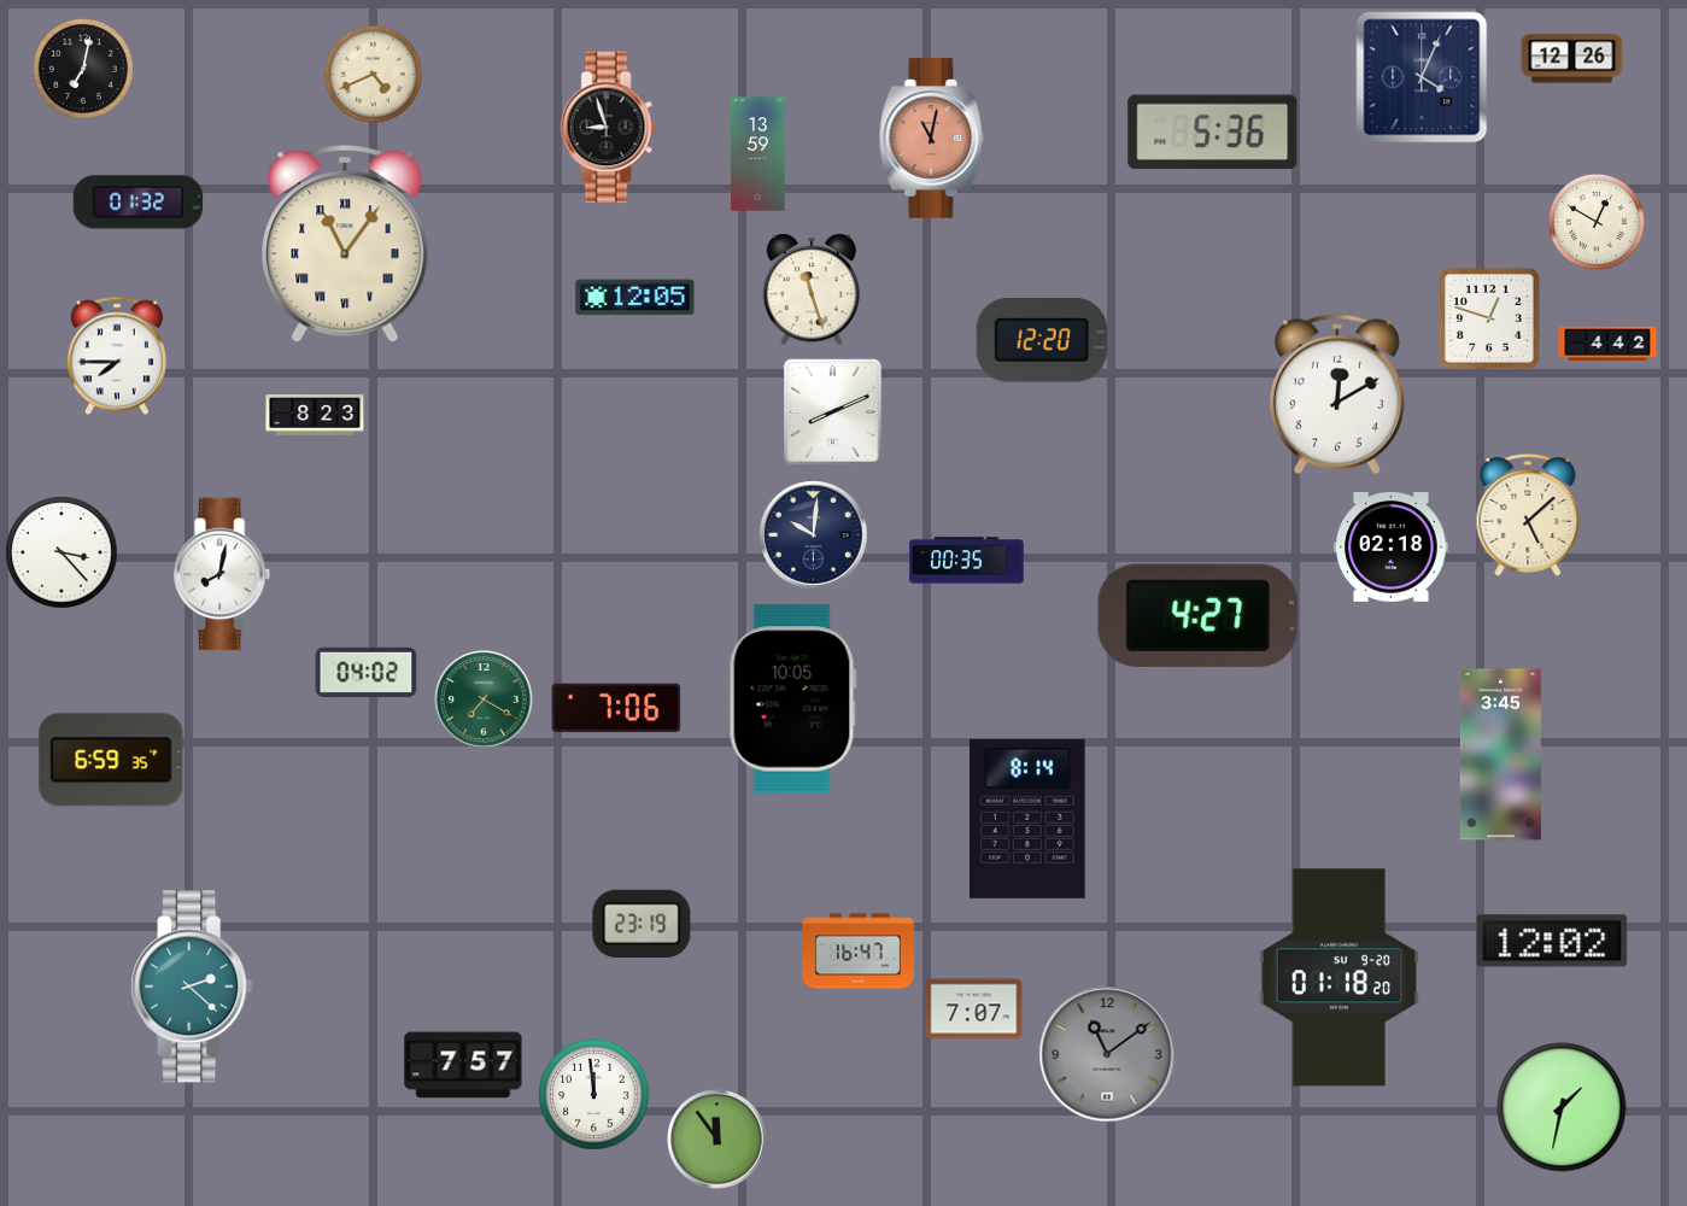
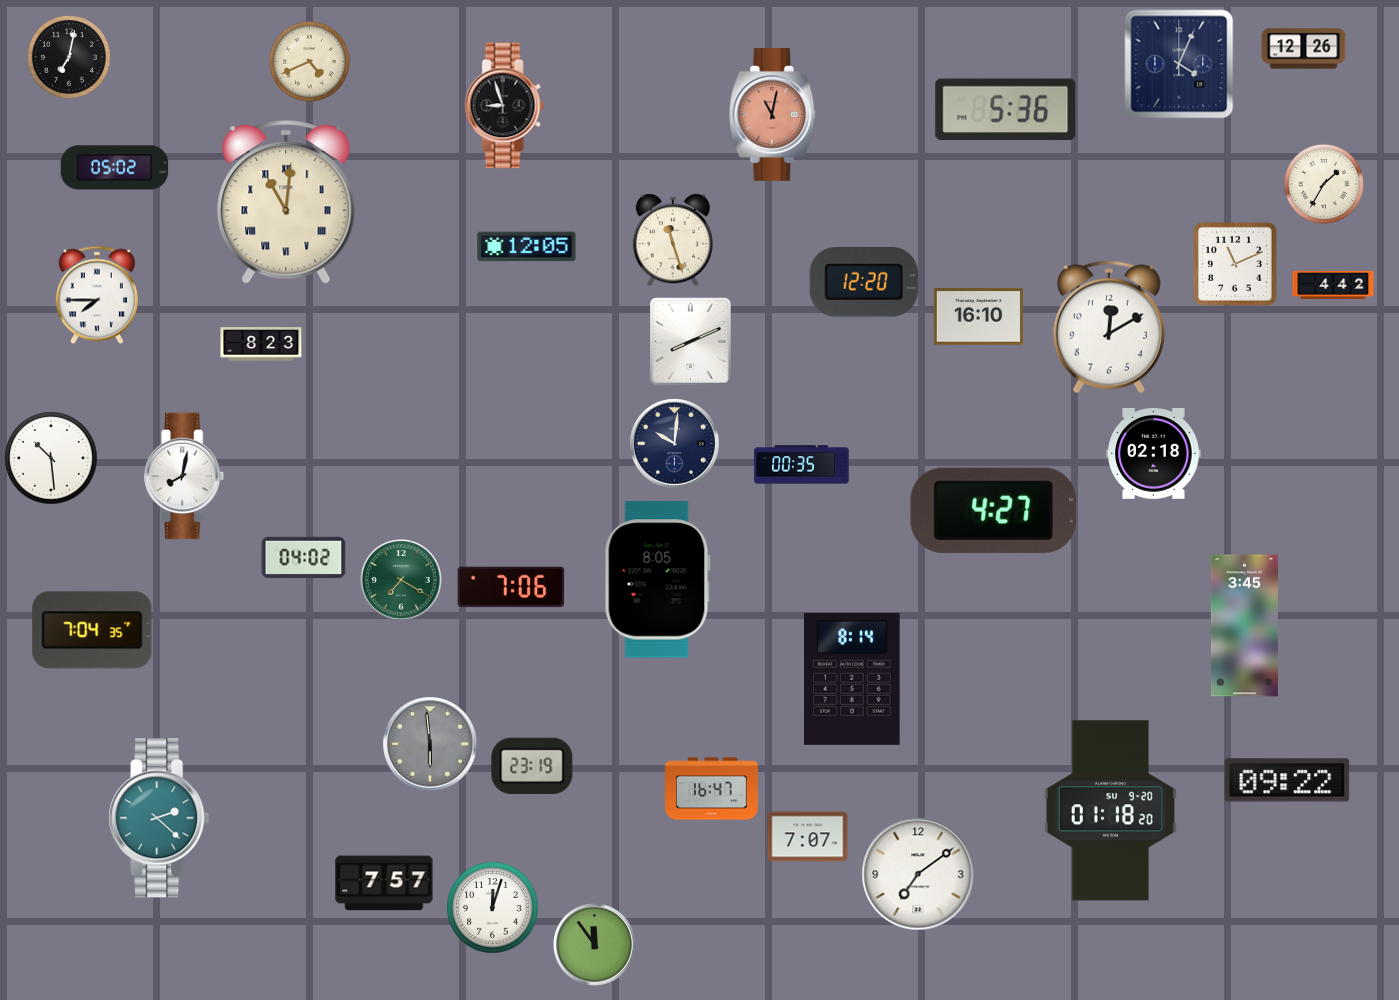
clock at (758, 154): 13:59 -> none
clock at (139, 203): 01:32 -> 05:02
clock at (1597, 222): 12:50 -> 1:35
clock at (345, 244): 11:06 -> 11:01
clock at (1489, 318): 12:48 -> 11:11
clock at (978, 317): none -> 16:10
clock at (1528, 516): 5:08 -> none
clock at (61, 552): 3:23 -> 10:29
clock at (792, 699): 10:05 -> 8:05
clock at (111, 760): 6:59 -> 7:04
clock at (430, 744): none -> 5:59
clock at (1552, 941): 12:02 -> 09:22
clock at (1107, 1054): 11:09 -> 7:09
clock at (1107, 1054) dial: grey -> white
clock at (594, 1095): 11:59 -> 12:03
clock at (1562, 1107): 1:32 -> none
